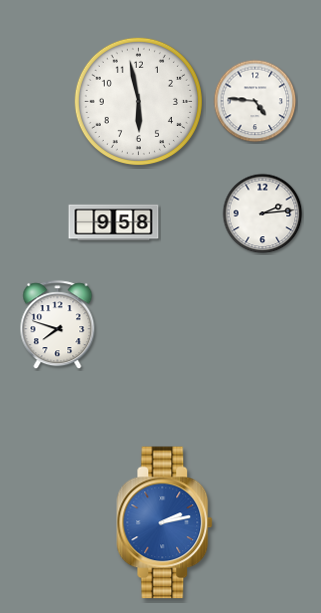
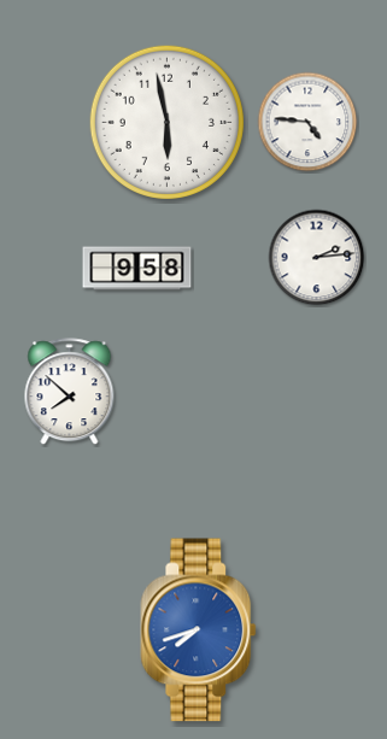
clock at (58, 325): 7:48 -> 7:52
clock at (165, 523): 2:13 -> 7:42
